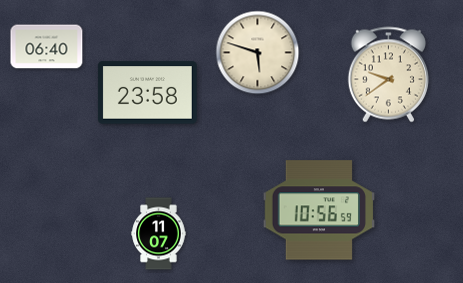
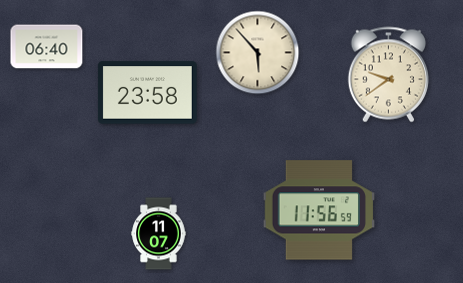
clock at (258, 53): 5:48 -> 5:53
clock at (318, 210): 10:56 -> 11:56
